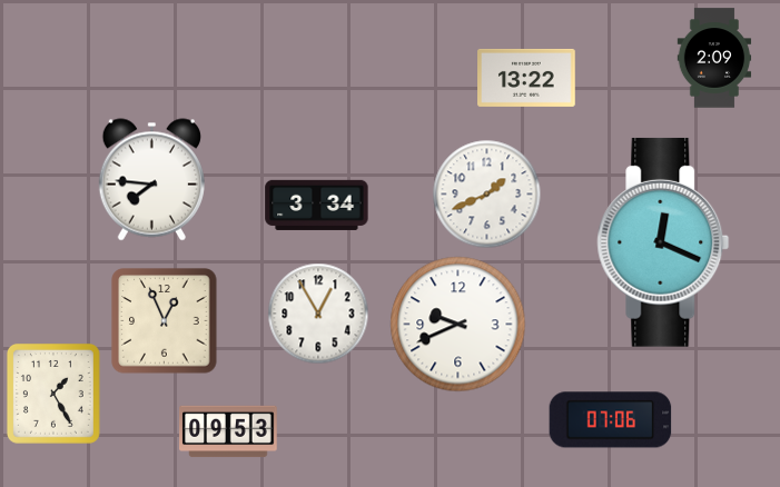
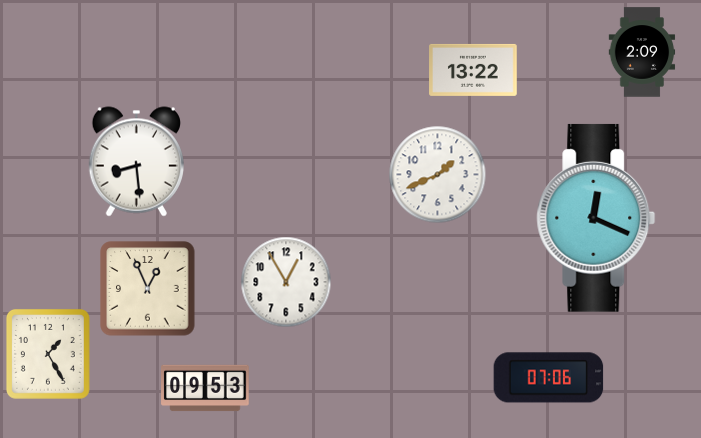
clock at (151, 180): 7:46 -> 8:29
clock at (317, 205): 3:34 -> none
clock at (458, 325): 9:41 -> none
